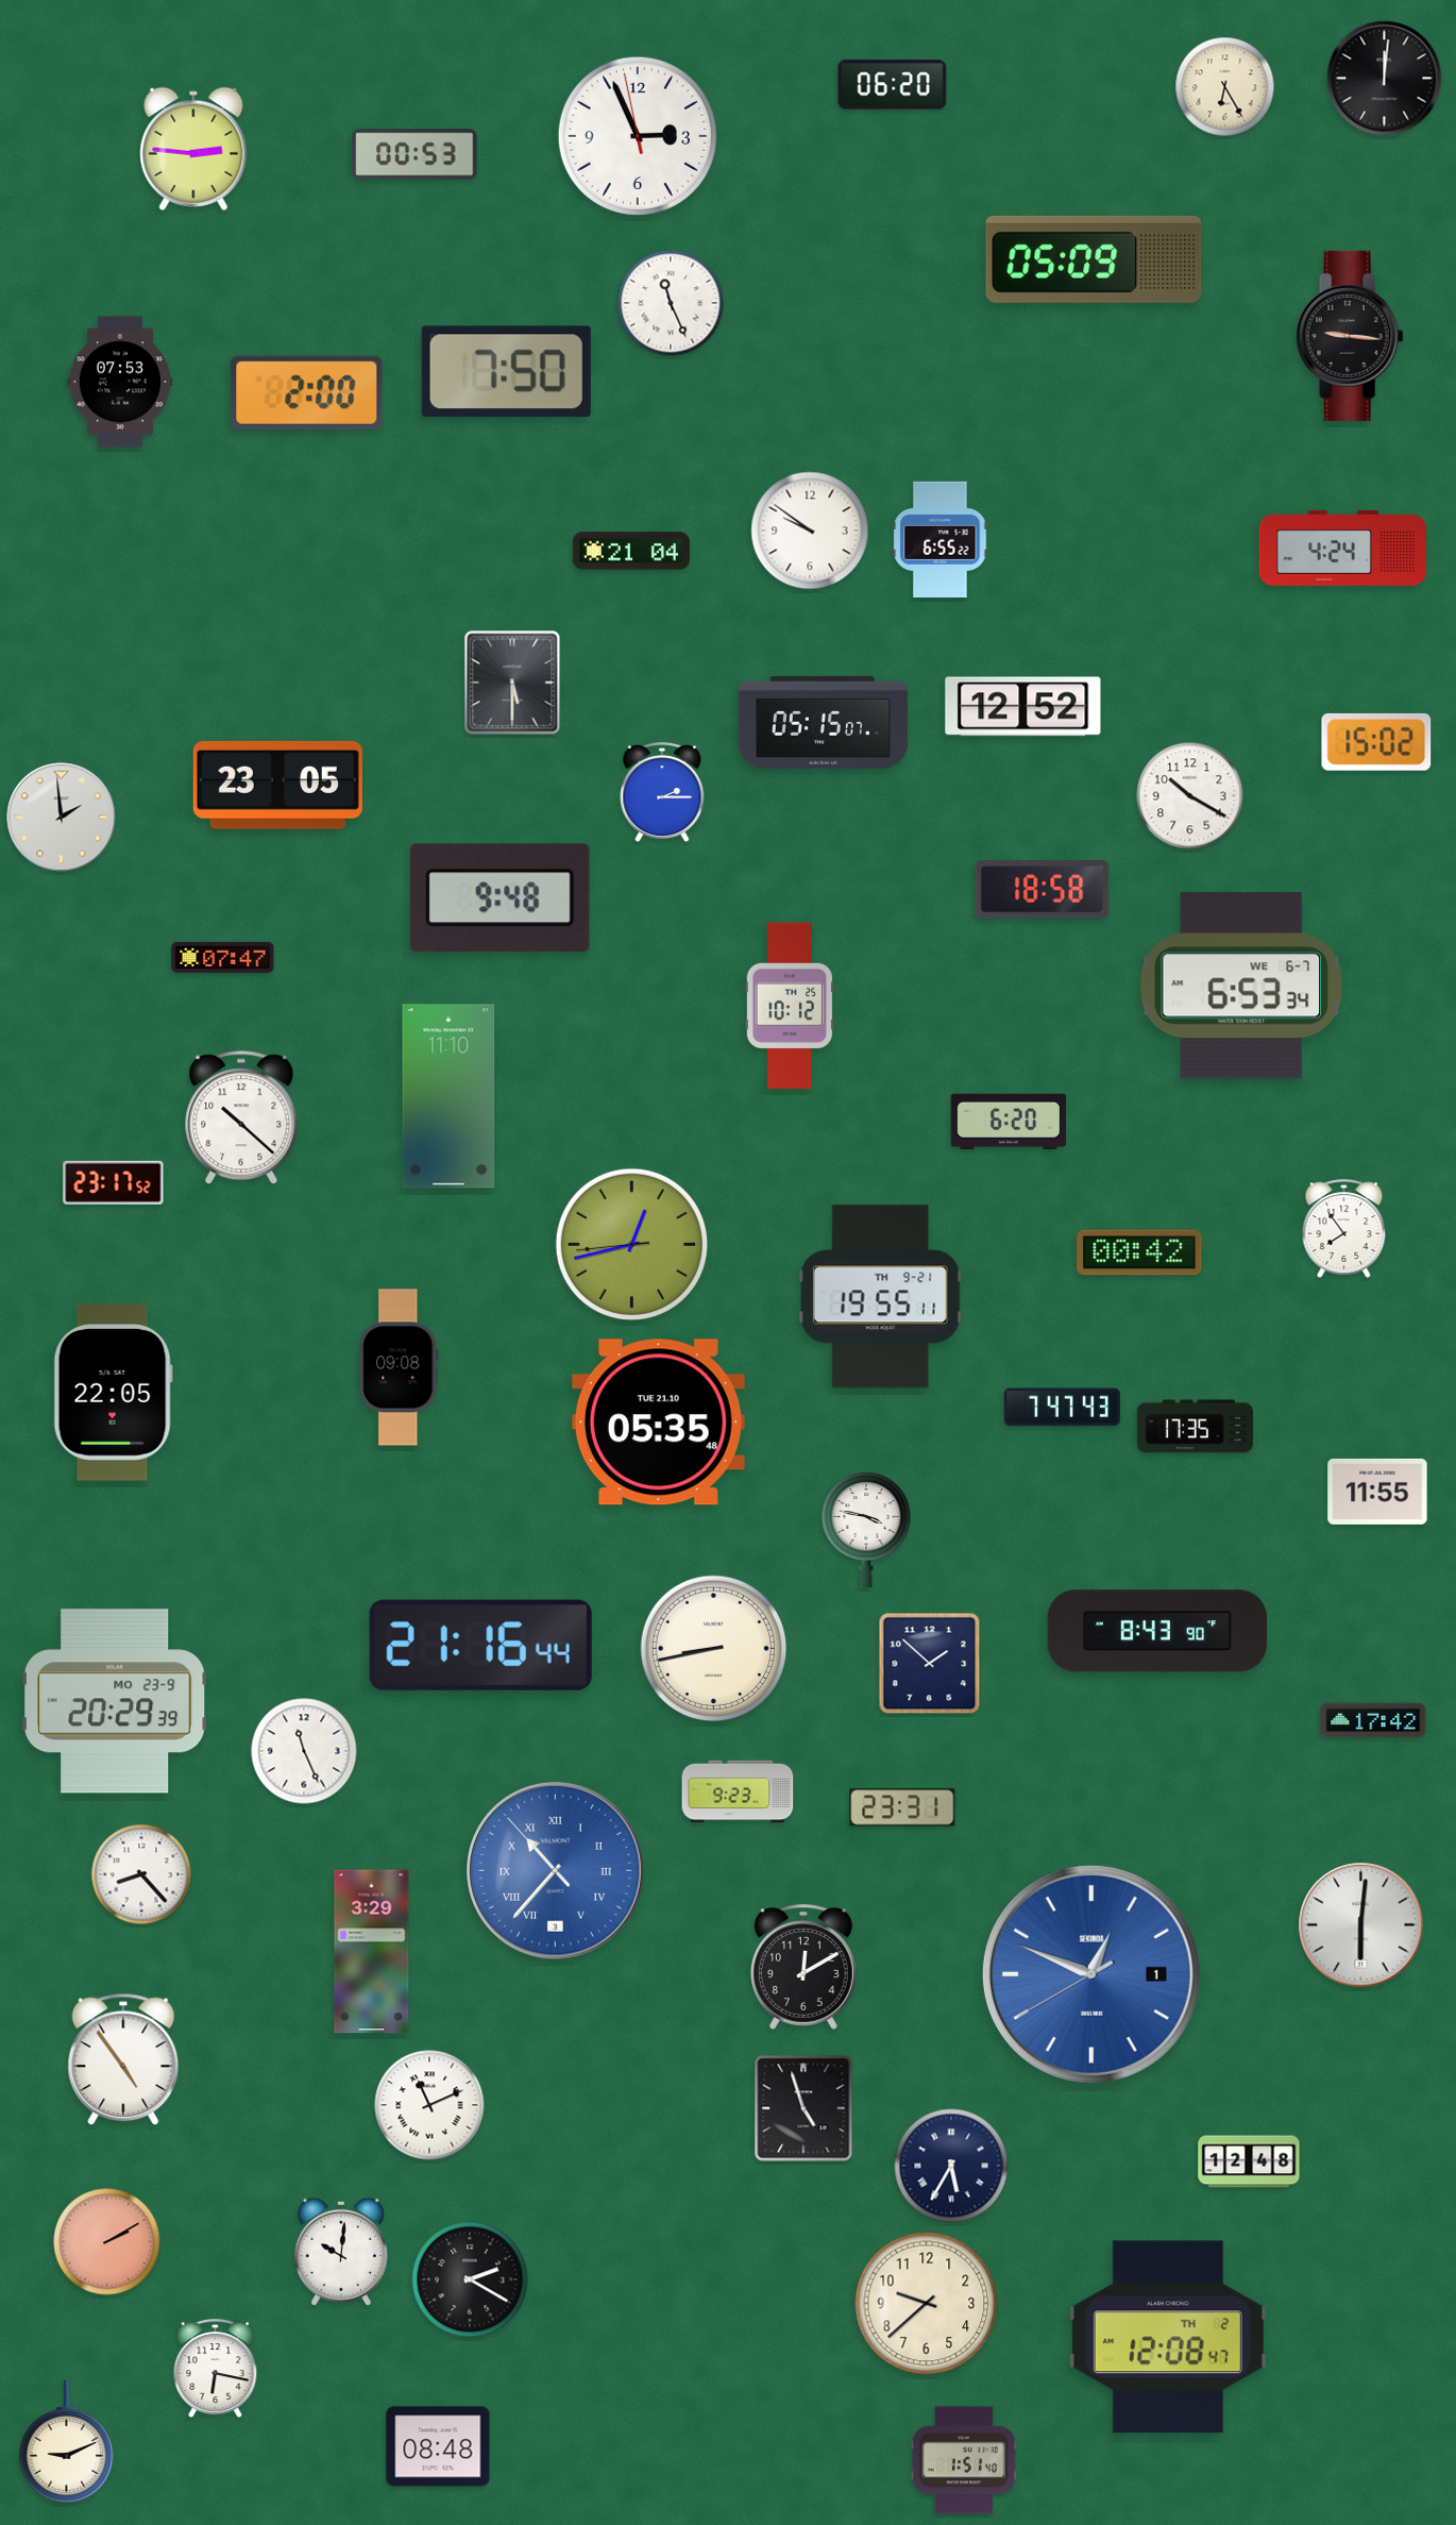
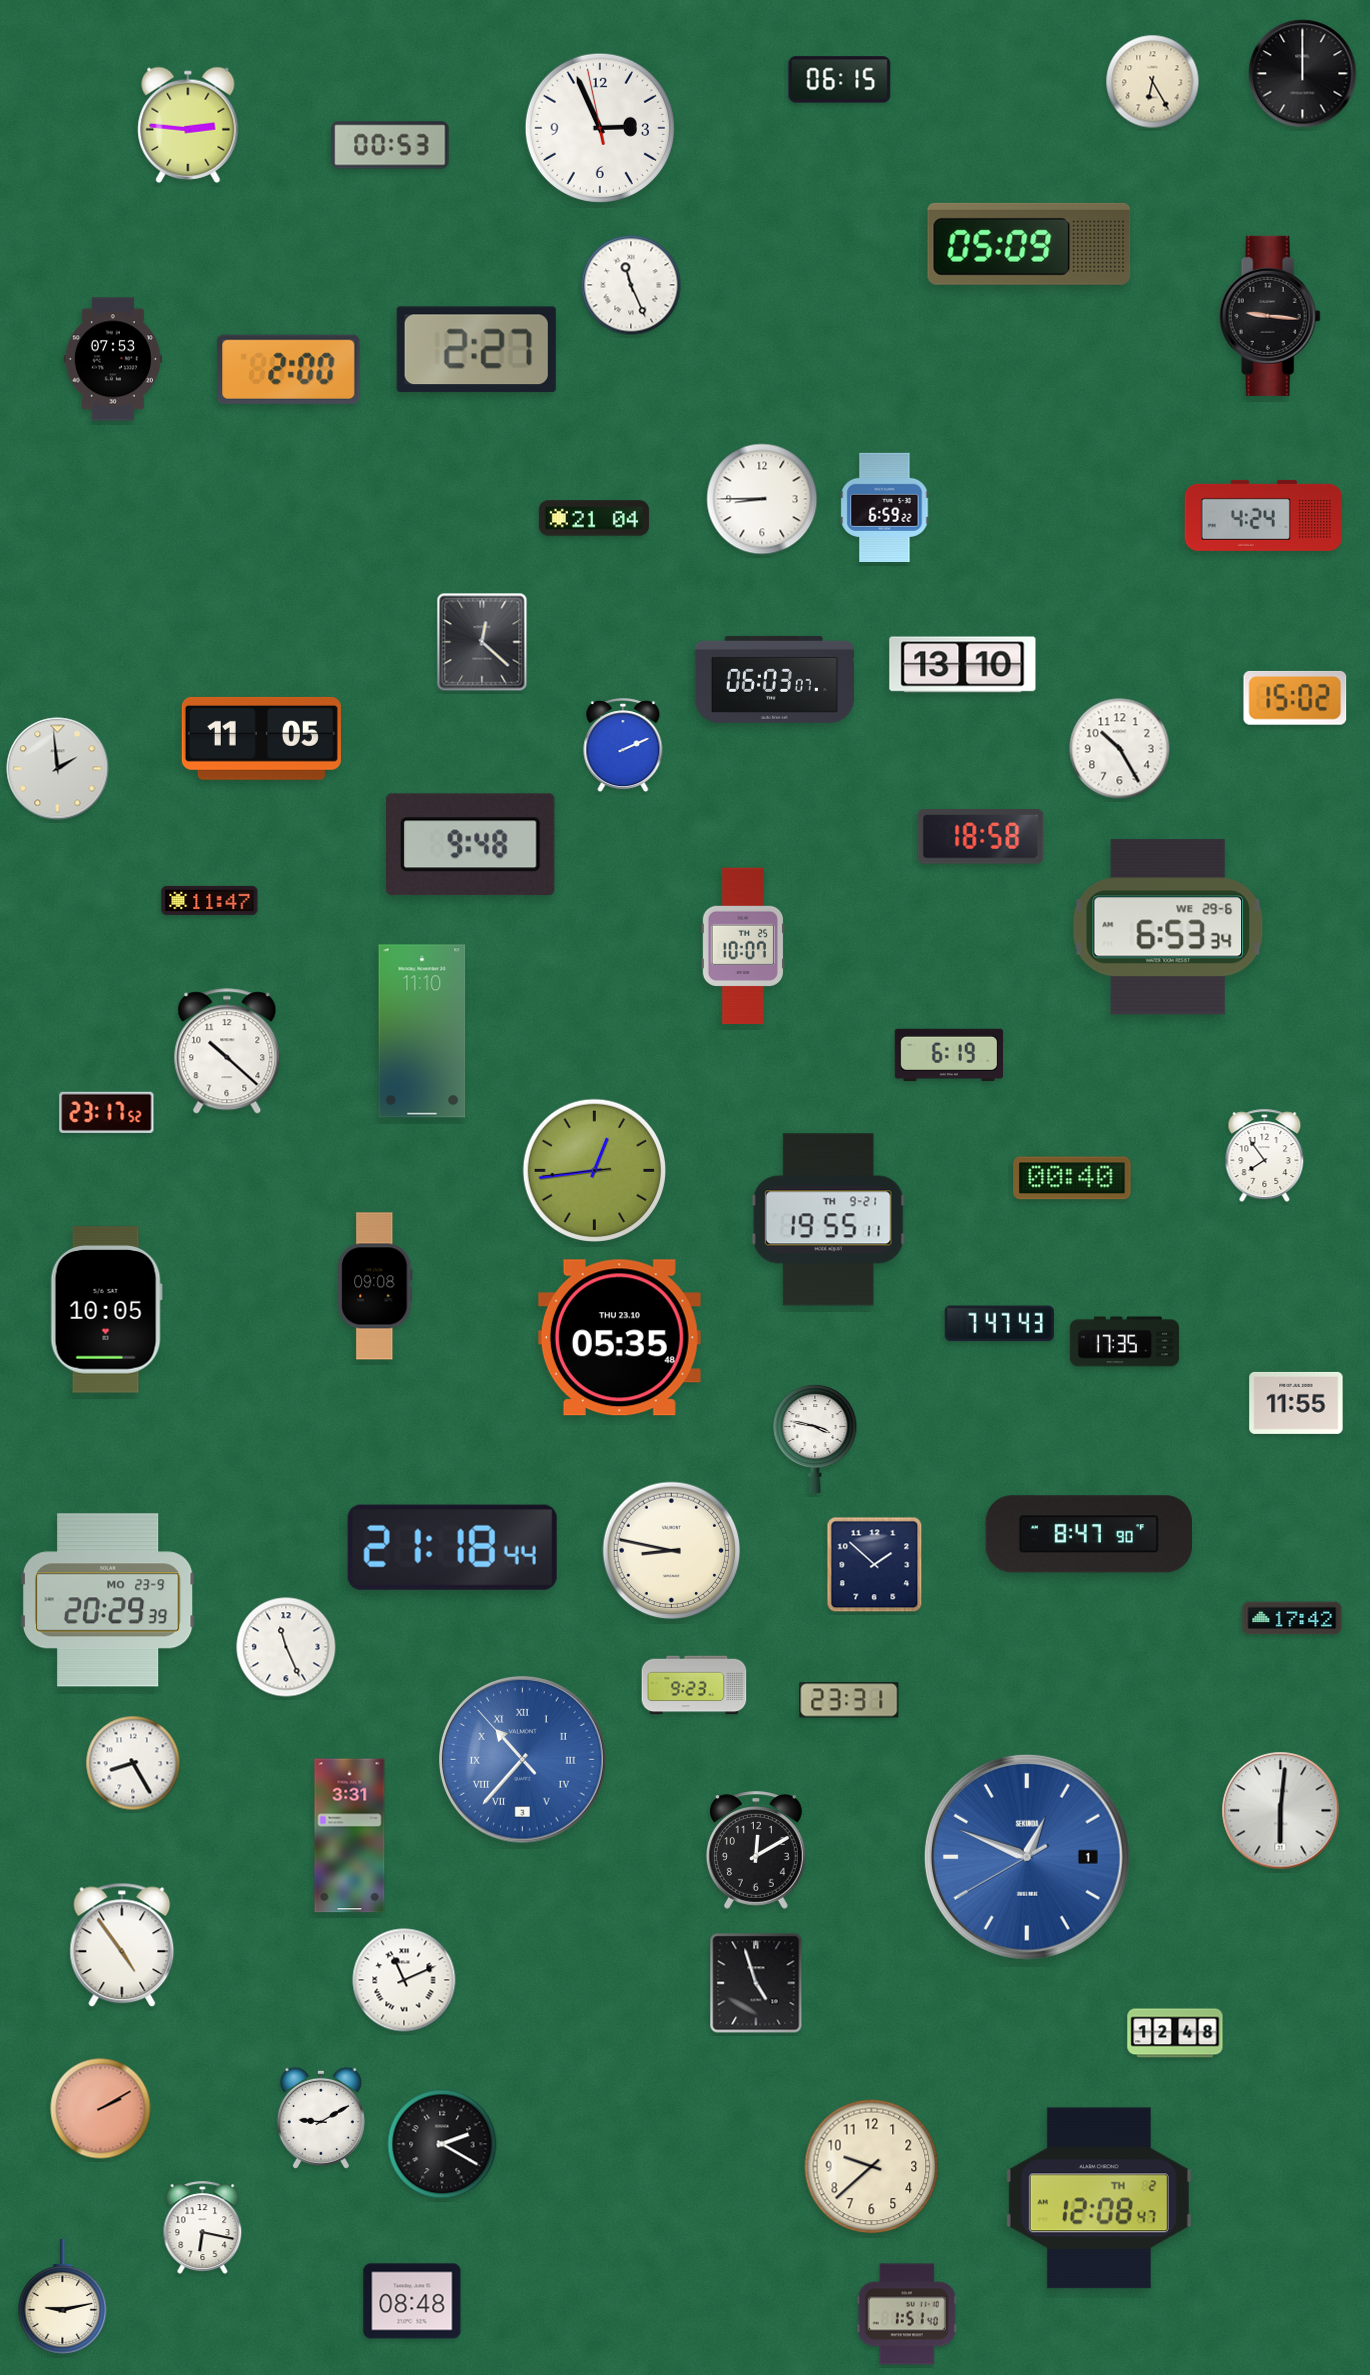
clock at (1385, 79): 12:01 -> 12:00
clock at (893, 85): 06:20 -> 06:15
clock at (193, 149) position: (193, 149) -> (188, 125)
clock at (506, 372): 7:50 -> 2:27
clock at (810, 531): 9:51 -> 8:45
clock at (941, 539): 6:55 -> 6:59
clock at (512, 683): 5:30 -> 12:22
clock at (1023, 707): 12:52 -> 13:10
clock at (823, 722): 05:15 -> 06:03
clock at (277, 785): 23:05 -> 11:05
clock at (662, 793): 2:15 -> 2:11
clock at (1190, 796): 10:20 -> 10:25
clock at (223, 957): 07:47 -> 11:47
clock at (1241, 986) date: WE 6-7 -> WE 29-6
clock at (790, 1006): 10:12 -> 10:07
clock at (1008, 1121): 6:20 -> 6:19
clock at (632, 1245): 12:42 -> 12:43
clock at (1139, 1252): 00:42 -> 00:40
clock at (113, 1393): 22:05 -> 10:05
clock at (658, 1423) date: TUE 21.10 -> THU 23.10
clock at (1156, 1631): 8:43 -> 8:47
clock at (480, 1645): 21:16 -> 21:18
clock at (714, 1649): 8:43 -> 8:47
clock at (141, 1874): 8:23 -> 8:25
clock at (372, 1952): 3:29 -> 3:31
clock at (123, 2059) position: (123, 2059) -> (122, 1945)
clock at (951, 2166): 5:35 -> none
clock at (341, 2252): 10:01 -> 9:10
clock at (67, 2442): 9:11 -> 9:13
